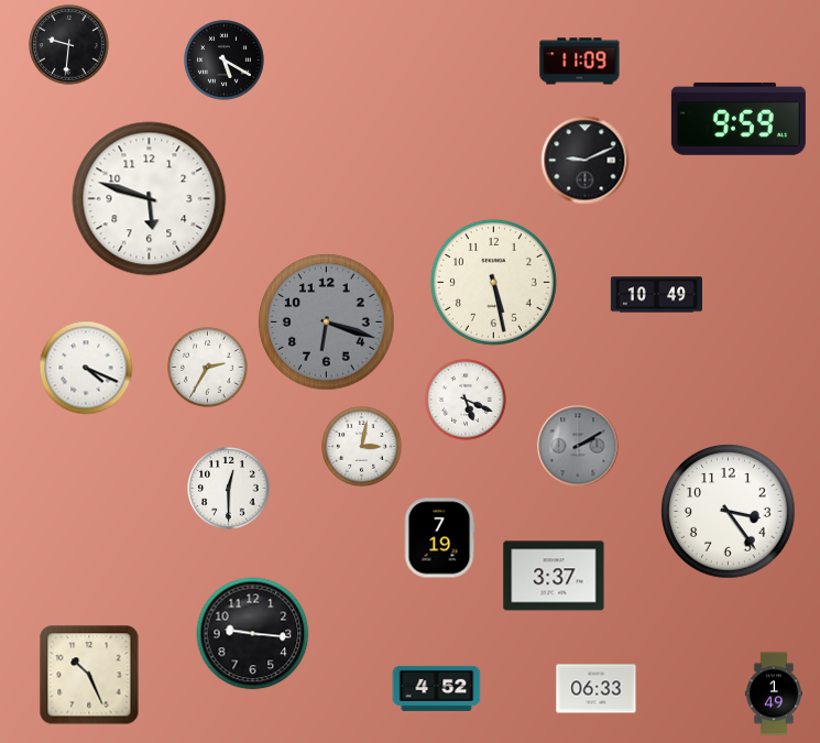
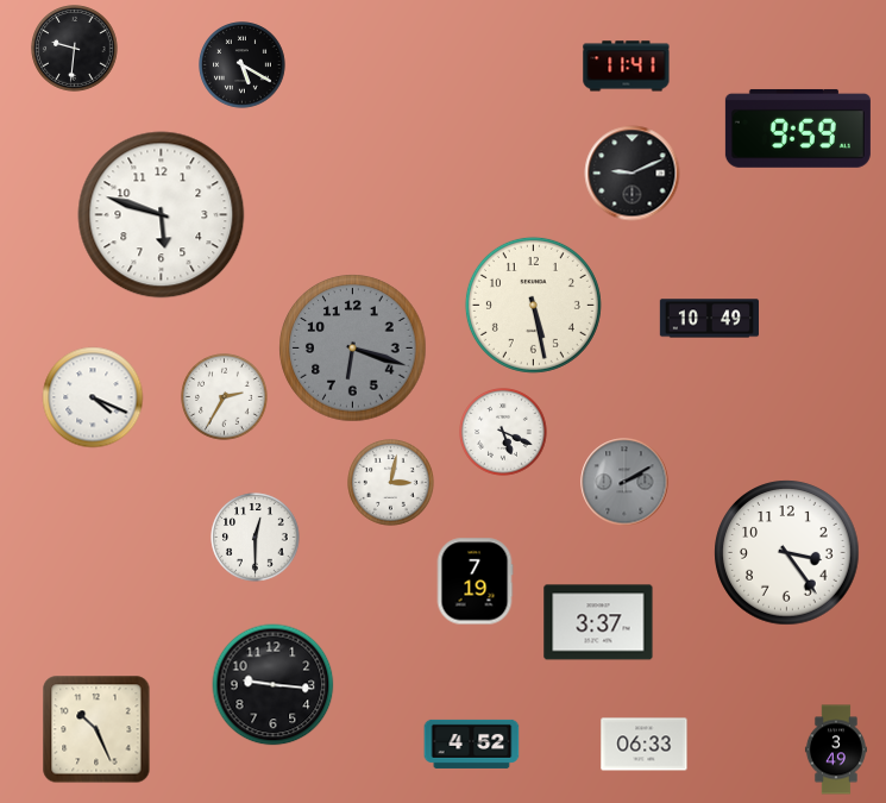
clock at (580, 62): 11:09 -> 11:41
clock at (229, 489) position: (229, 489) -> (256, 538)
clock at (774, 693): 1:49 -> 3:49
